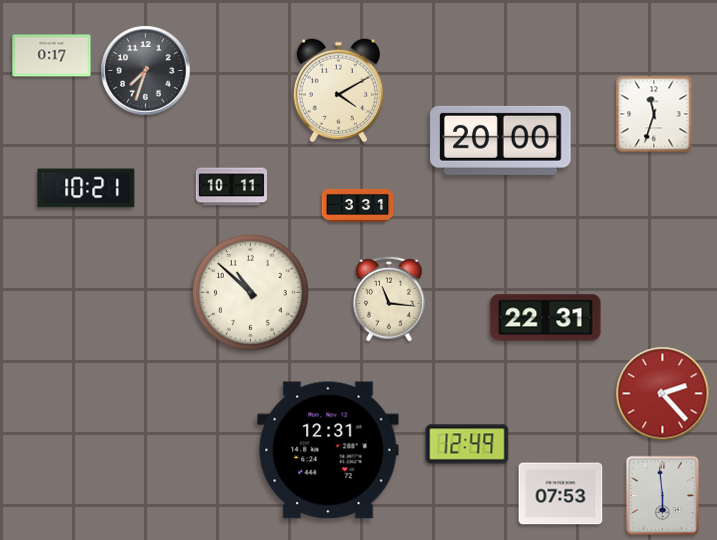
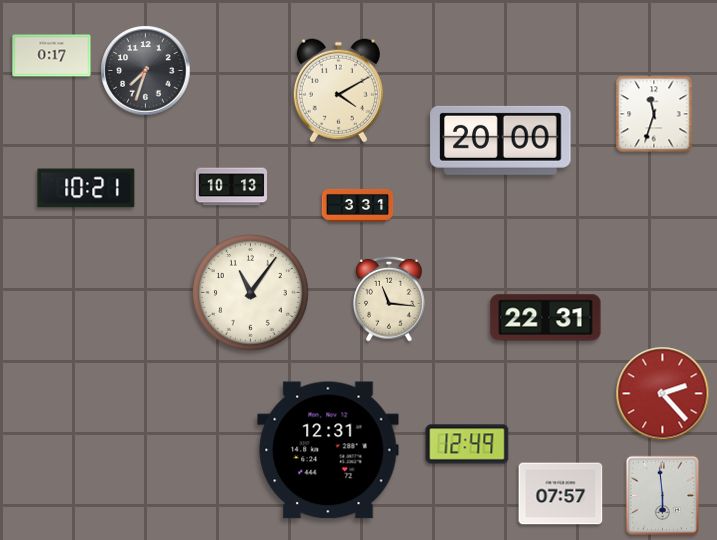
clock at (231, 187): 10:11 -> 10:13
clock at (250, 292): 10:52 -> 11:06
clock at (561, 494): 07:53 -> 07:57
